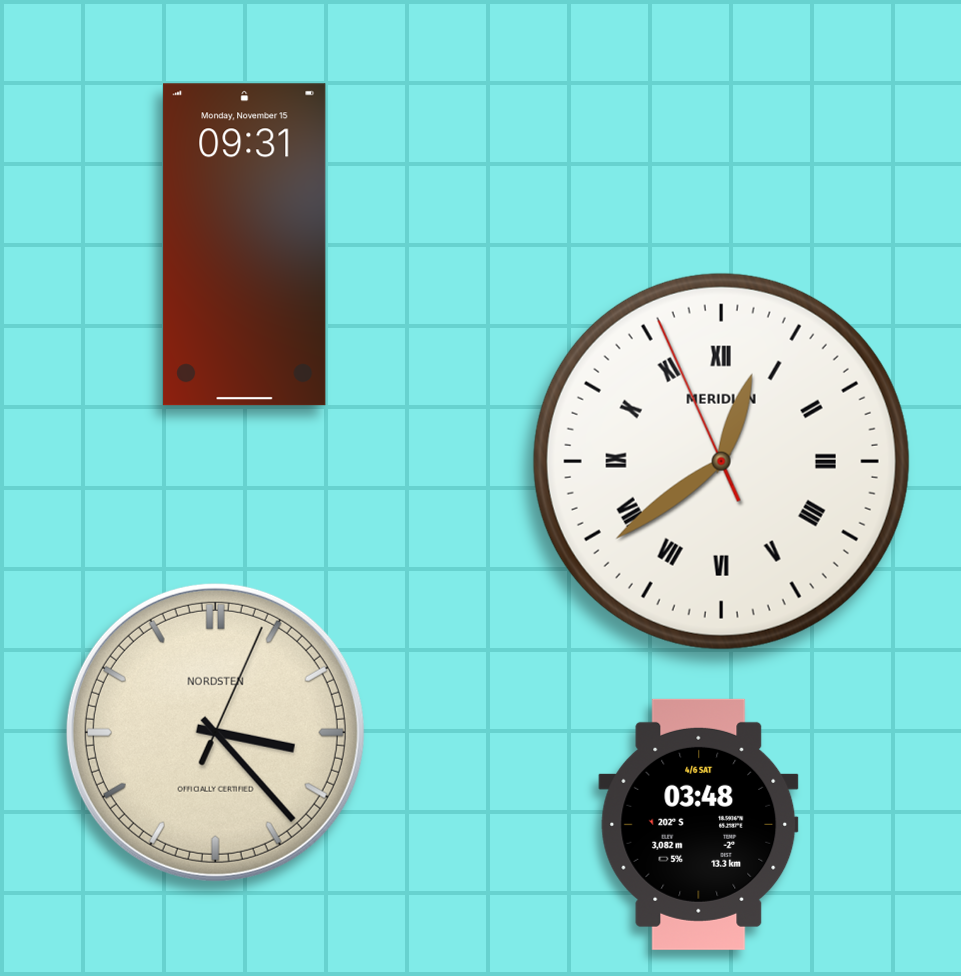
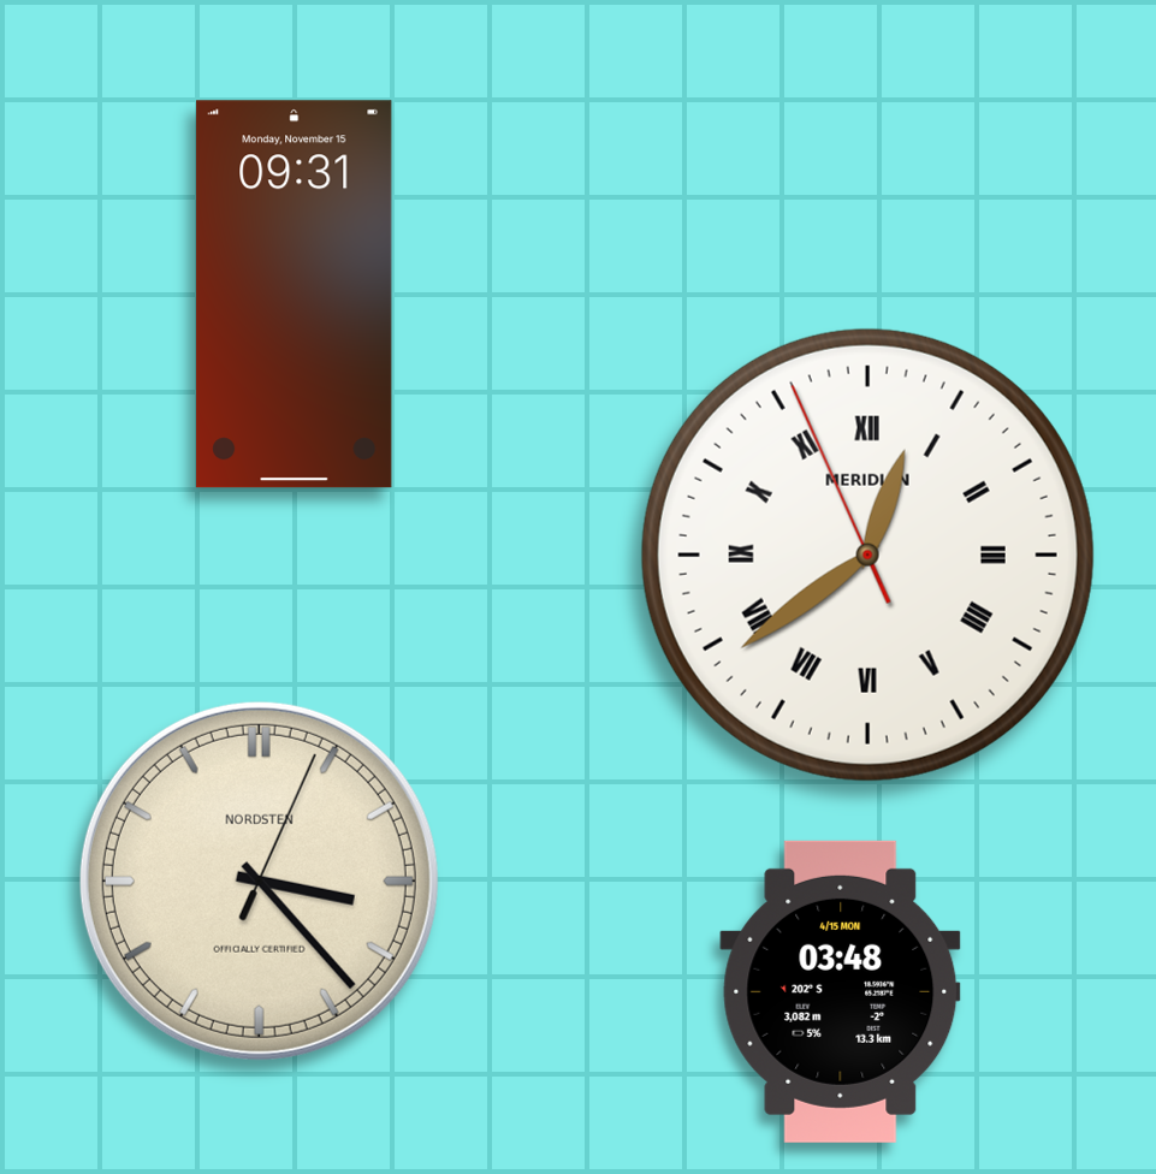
clock at (699, 824) date: 4/6 SAT -> 4/15 MON
